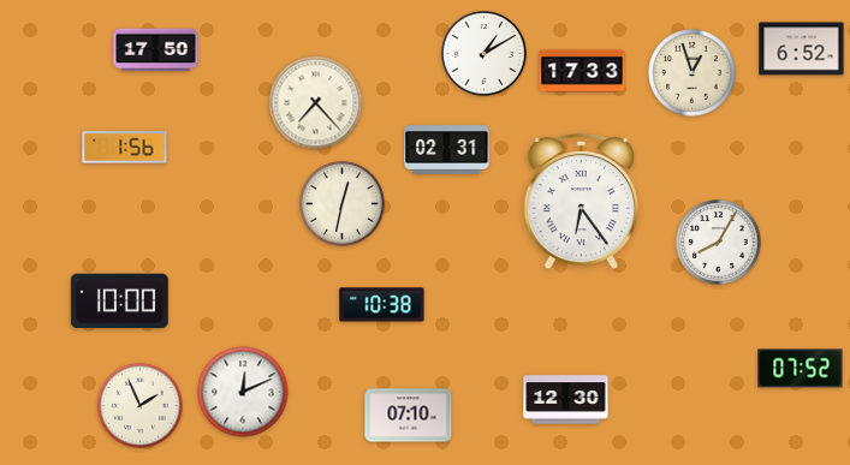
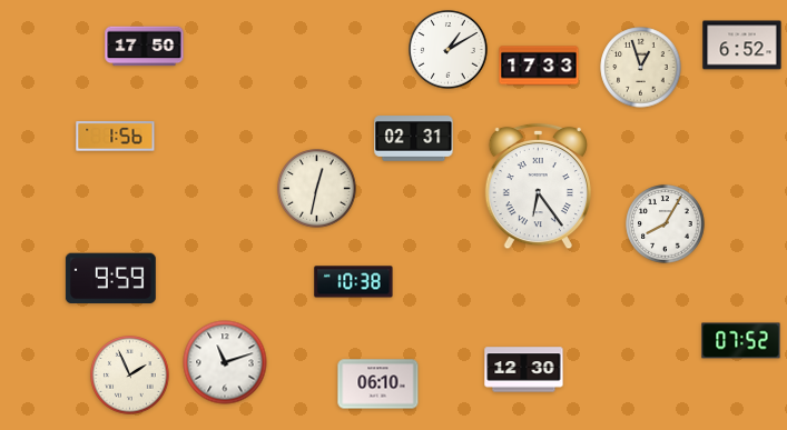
clock at (316, 103): 7:23 -> none
clock at (119, 302): 10:00 -> 9:59
clock at (243, 392): 12:11 -> 11:12
clock at (409, 416): 07:10 -> 06:10
